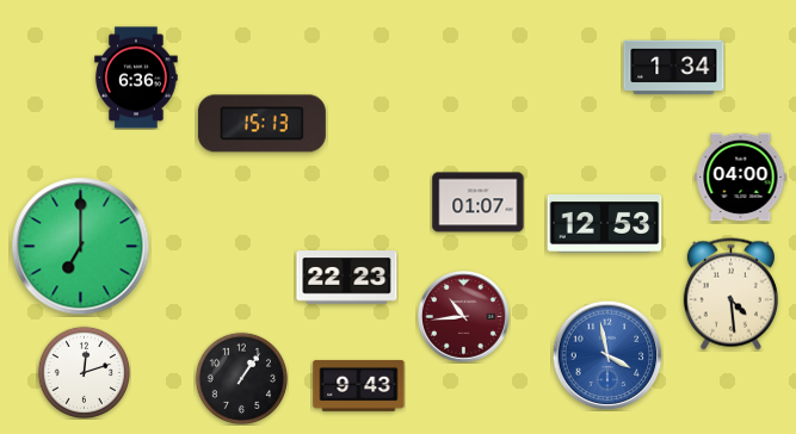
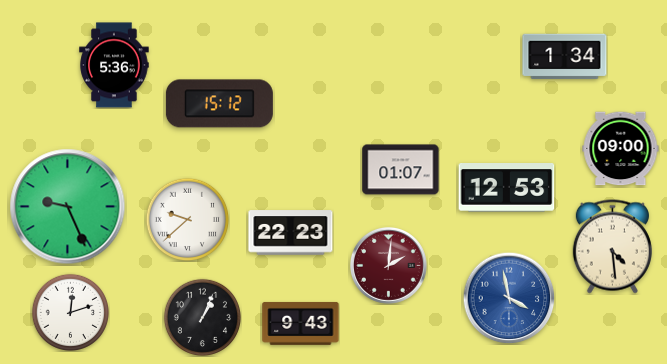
clock at (136, 77): 6:36 -> 5:36
clock at (261, 124): 15:13 -> 15:12
clock at (741, 178): 04:00 -> 09:00
clock at (81, 247): 7:00 -> 9:26
clock at (187, 219): none -> 9:38
clock at (464, 317): 10:44 -> 2:01
clock at (241, 378): 1:06 -> 1:04
